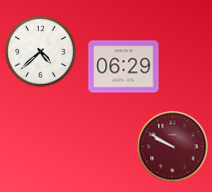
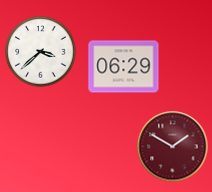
clock at (41, 52): 4:38 -> 3:38
clock at (173, 147): 9:50 -> 1:50
